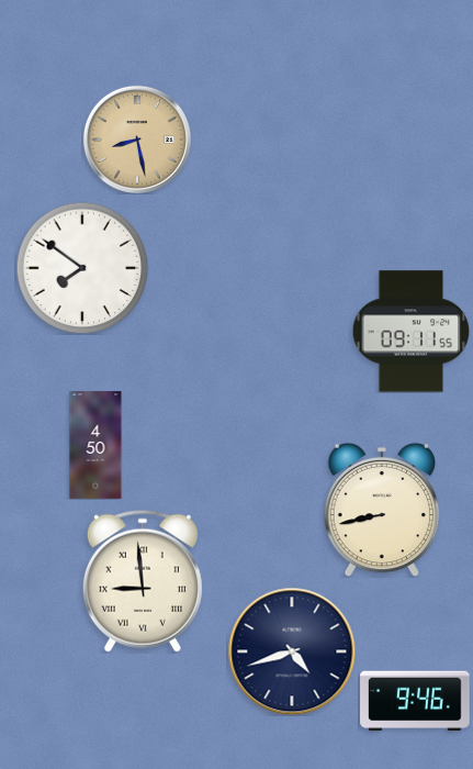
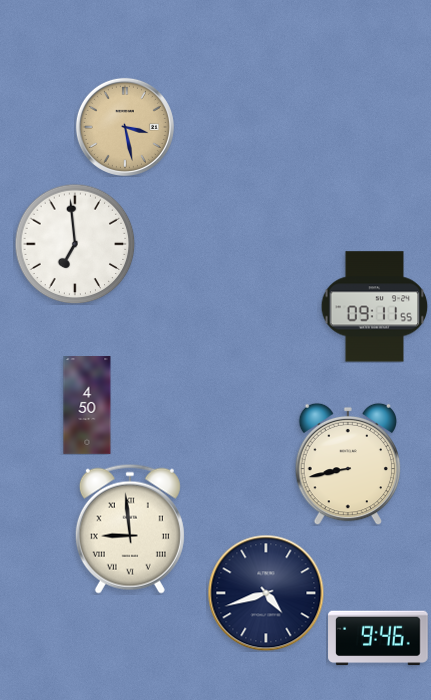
clock at (137, 140): 8:28 -> 3:28
clock at (82, 268): 7:51 -> 6:59
clock at (412, 332) position: (412, 332) -> (375, 307)
